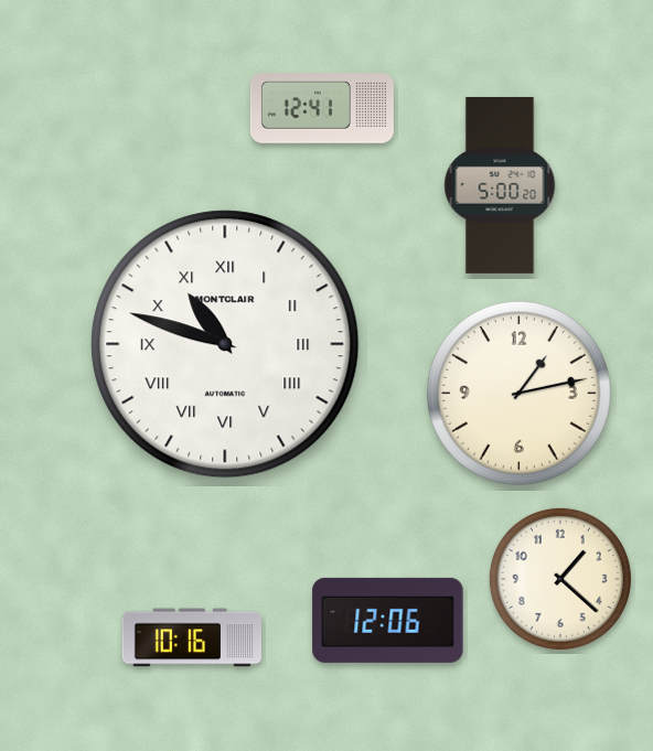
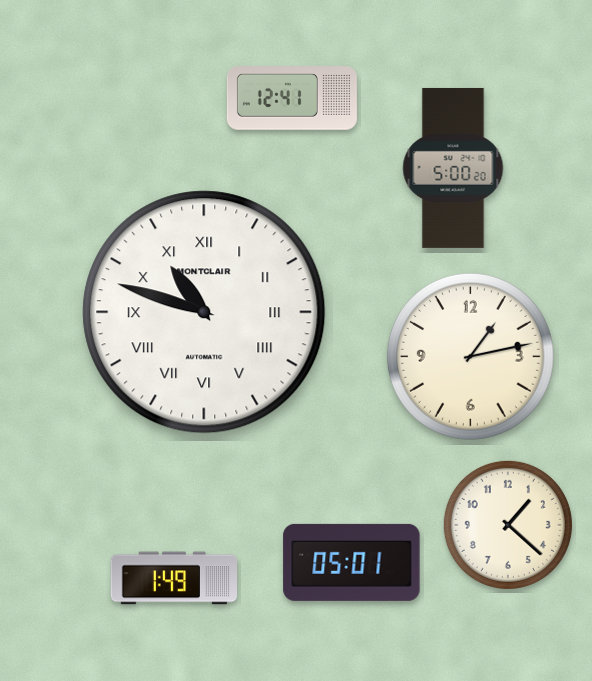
clock at (388, 620): 12:06 -> 05:01
clock at (191, 637): 10:16 -> 1:49
